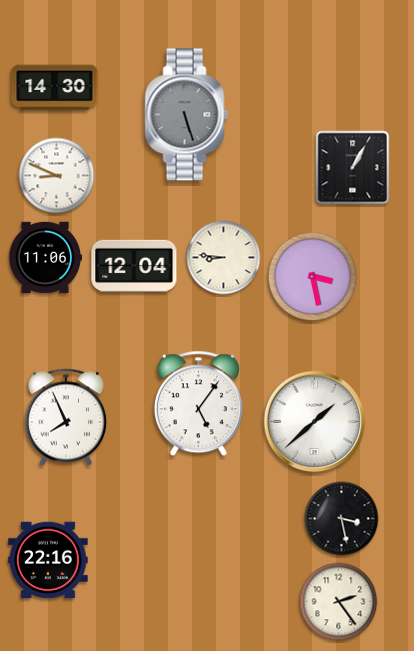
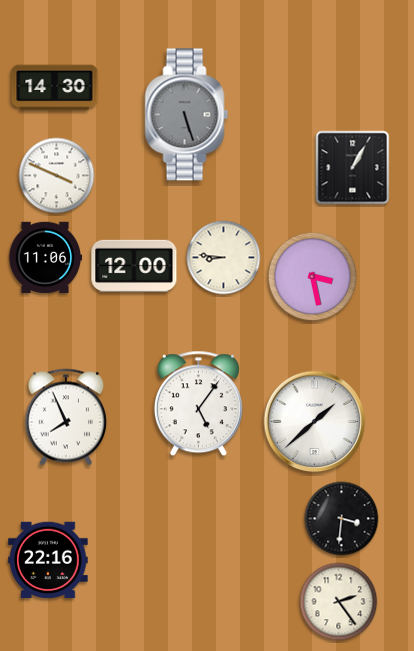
clock at (57, 176): 8:49 -> 3:49
clock at (134, 266): 12:04 -> 12:00
clock at (342, 519): 3:28 -> 3:31
